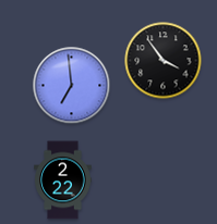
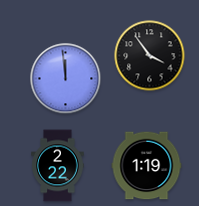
clock at (72, 86): 6:59 -> 11:59
clock at (147, 166): none -> 1:19
